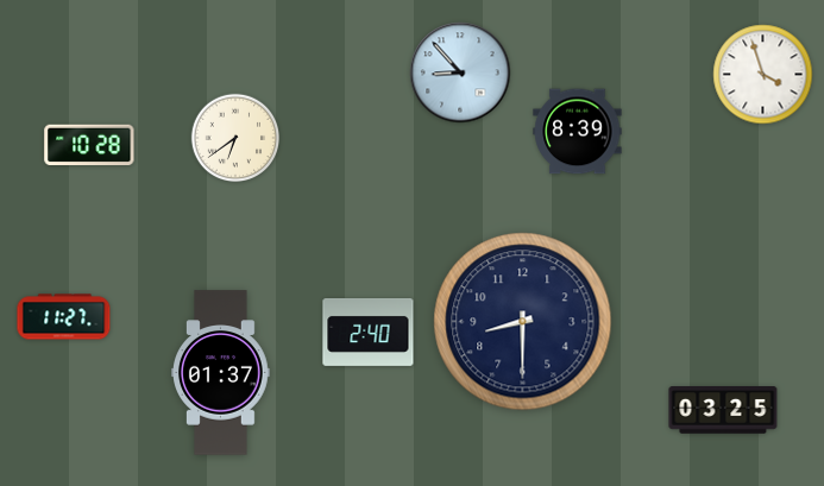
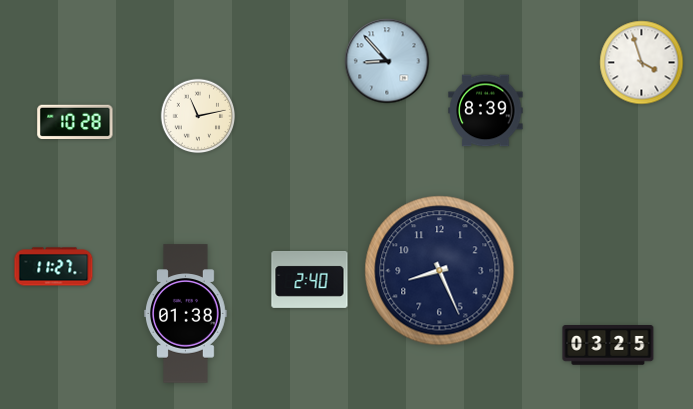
clock at (235, 138): 6:39 -> 11:13
clock at (523, 322): 8:30 -> 8:26
clock at (221, 373): 01:37 -> 01:38
